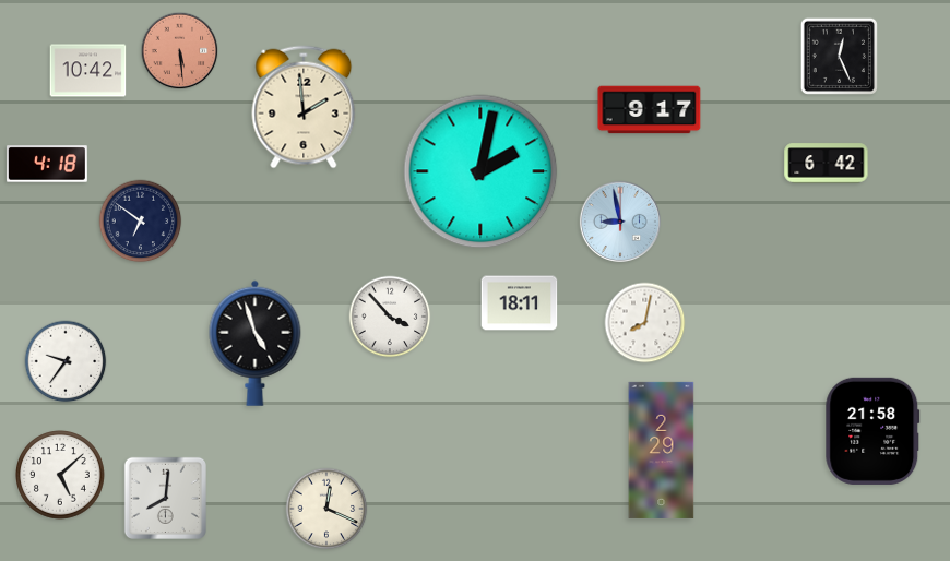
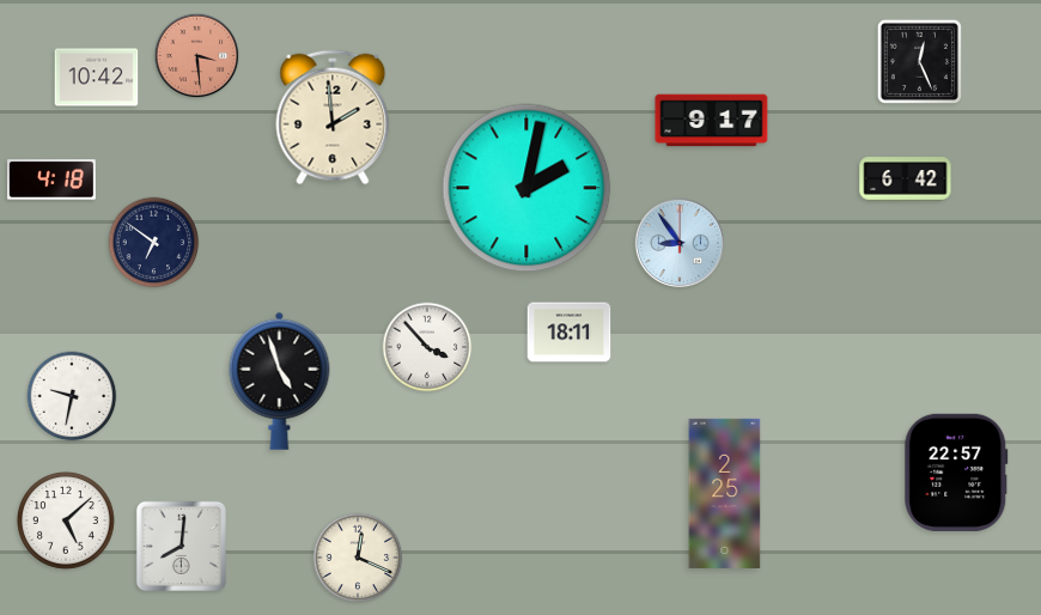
clock at (180, 51): 5:29 -> 3:29
clock at (620, 222): 8:58 -> 8:54
clock at (645, 323): 8:02 -> none
clock at (256, 343) position: (256, 343) -> (280, 380)
clock at (66, 361): 9:36 -> 9:32
clock at (872, 431): 21:58 -> 22:57
clock at (662, 450): 2:29 -> 2:25
